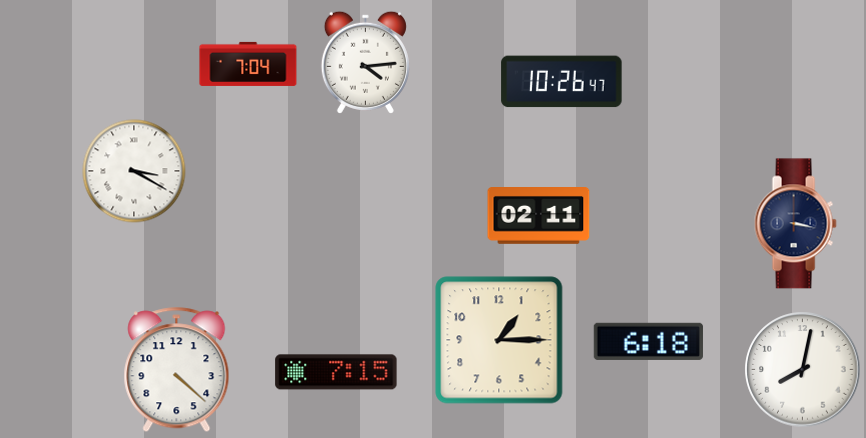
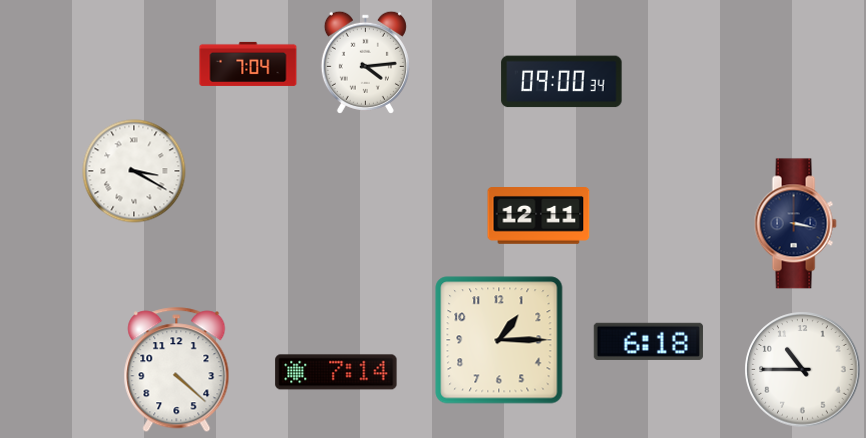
clock at (562, 82): 10:26 -> 09:00
clock at (539, 216): 02:11 -> 12:11
clock at (803, 370): 8:02 -> 10:45
clock at (336, 372): 7:15 -> 7:14
